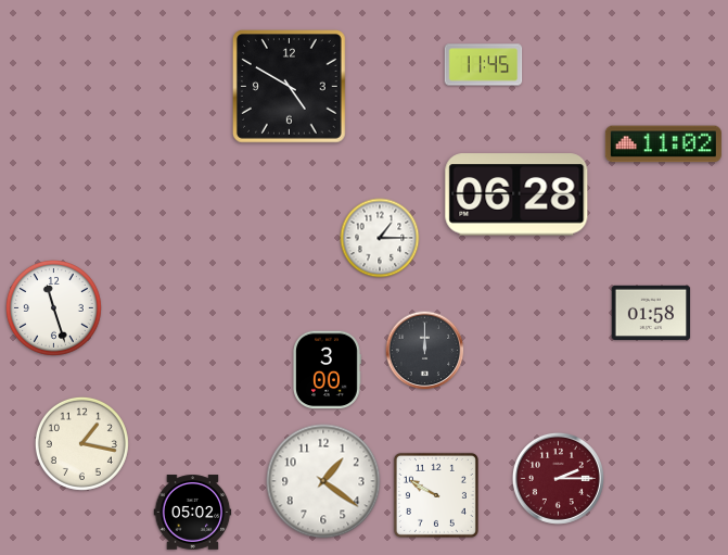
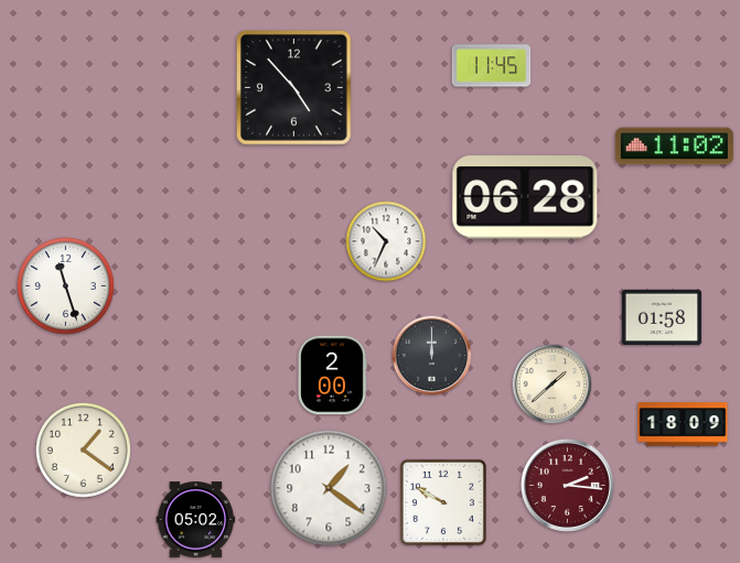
clock at (289, 86): 4:50 -> 4:53
clock at (380, 238): 1:15 -> 10:34
clock at (53, 307) position: (53, 307) -> (65, 285)
clock at (327, 370): 3:00 -> 2:00
clock at (553, 385): none -> 1:38
clock at (683, 424): none -> 18:09
clock at (81, 443): 1:17 -> 1:21
clock at (558, 478): 2:15 -> 2:16
